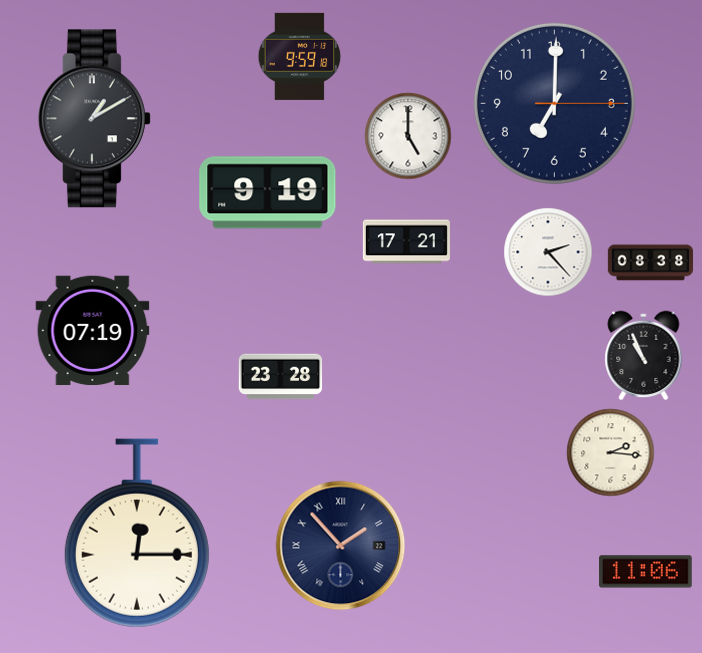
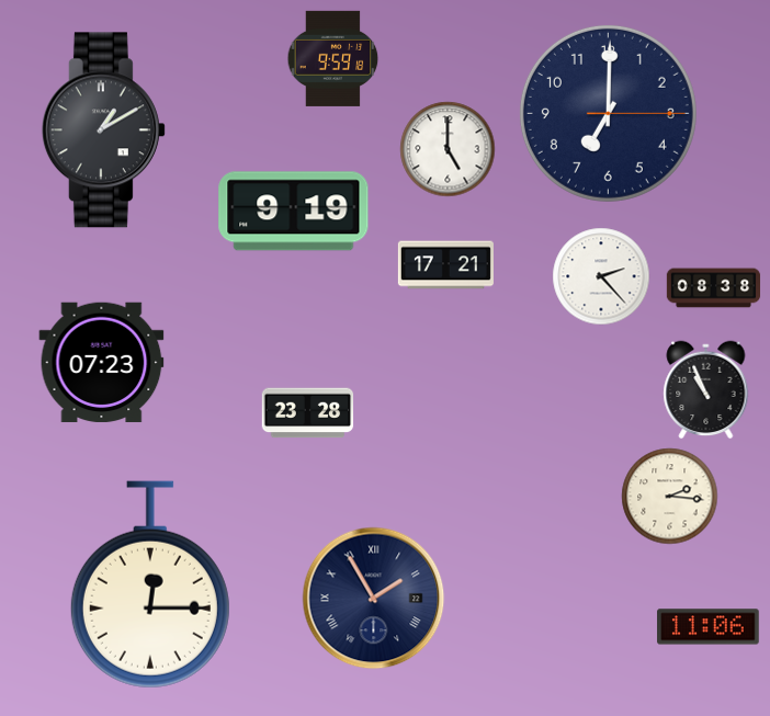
clock at (300, 56) position: (300, 56) -> (333, 58)
clock at (93, 331): 07:19 -> 07:23
clock at (341, 546): 1:53 -> 1:55
